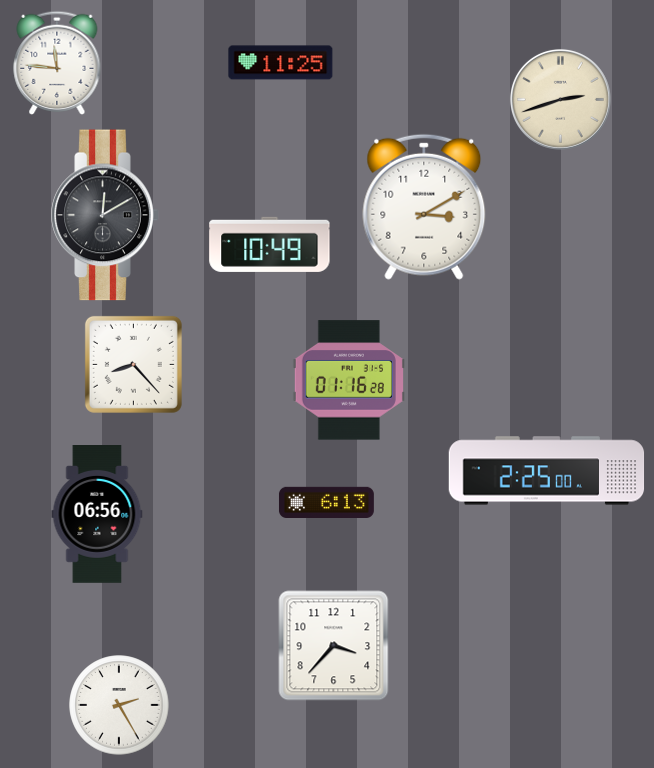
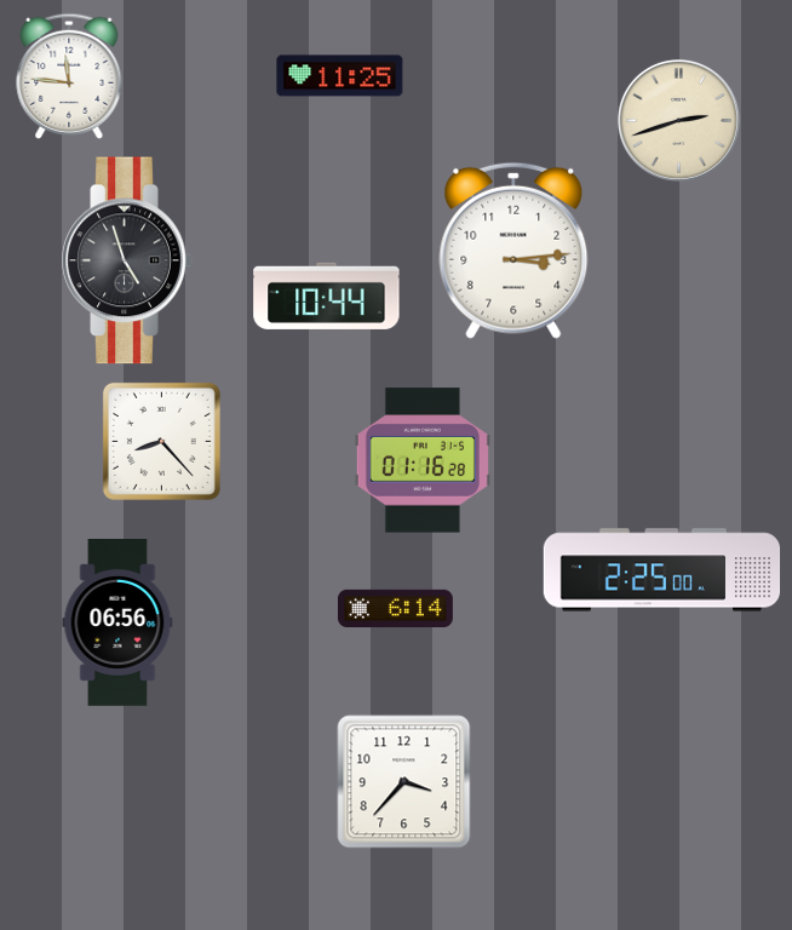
clock at (424, 207): 3:10 -> 3:14
clock at (105, 215): 12:10 -> 4:57
clock at (270, 244): 10:49 -> 10:44
clock at (326, 502): 6:13 -> 6:14
clock at (119, 705): 2:25 -> none
